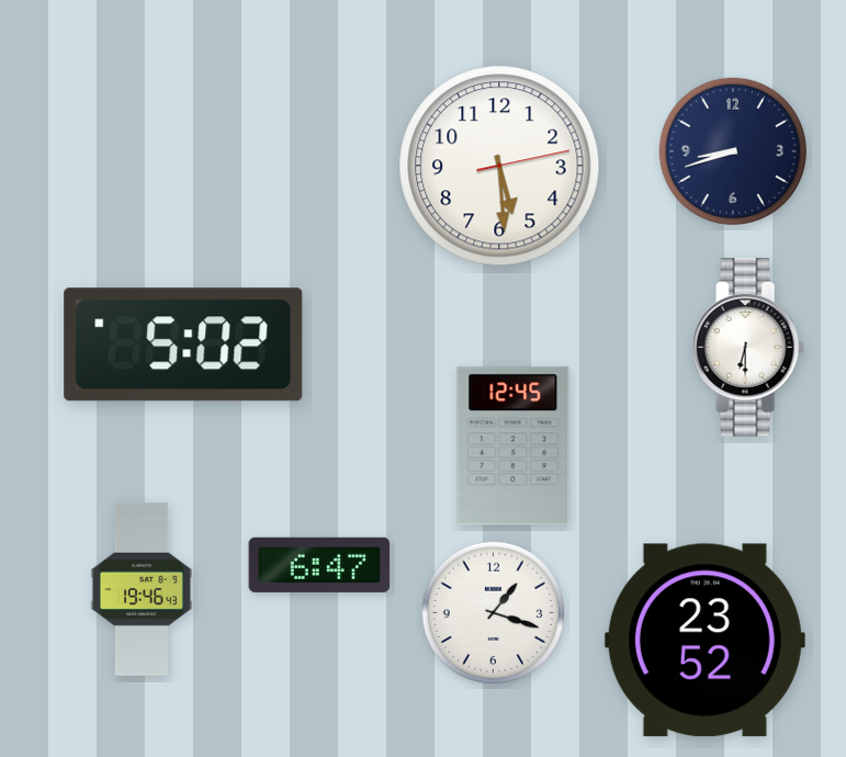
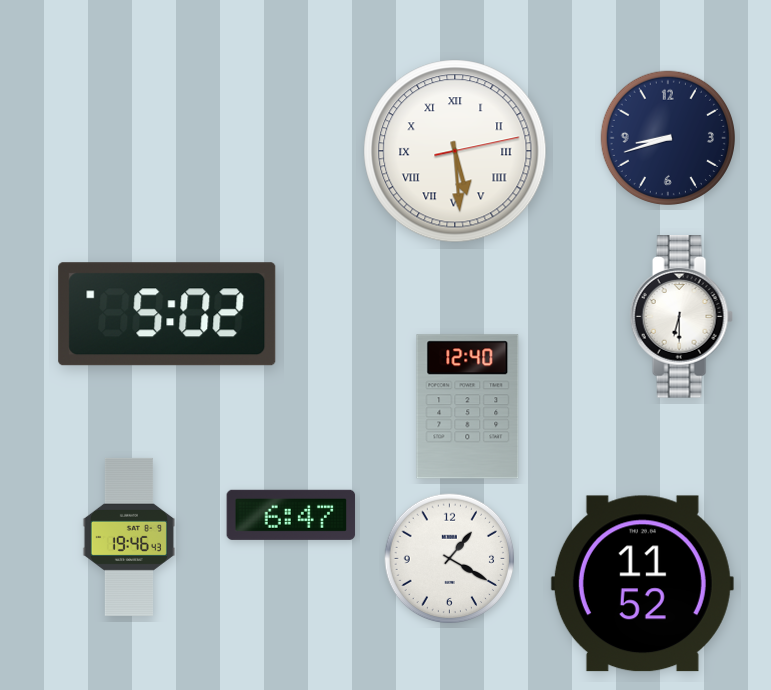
clock at (499, 166) numerals: Arabic -> Roman
clock at (514, 447): 12:45 -> 12:40
clock at (494, 613): 1:18 -> 1:20
clock at (704, 641): 23:52 -> 11:52
